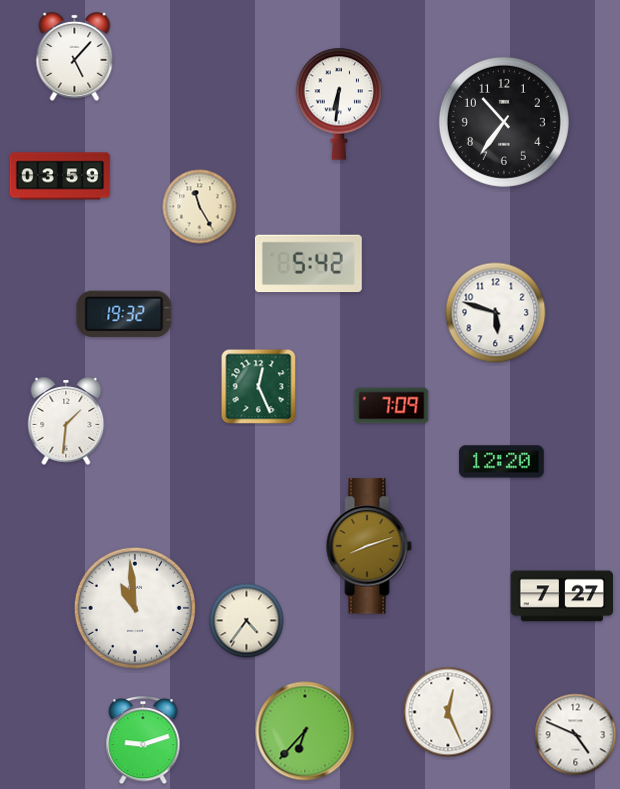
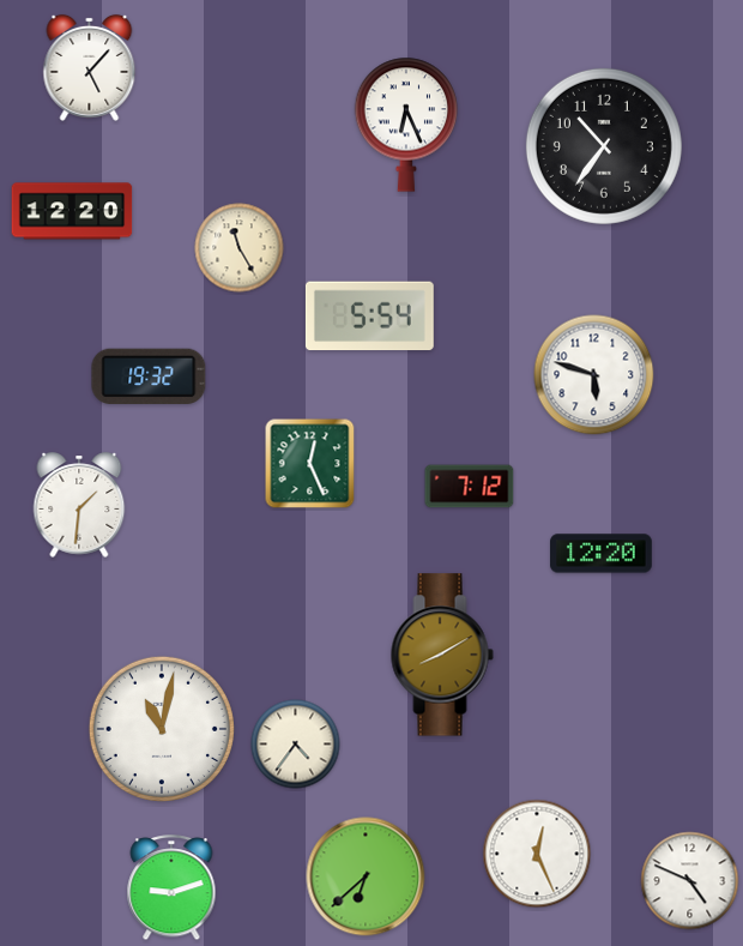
clock at (339, 104): 6:31 -> 6:26
clock at (60, 176): 03:59 -> 12:20
clock at (308, 264): 5:42 -> 5:54
clock at (392, 406): 7:09 -> 7:12
clock at (369, 546): 8:12 -> 8:10
clock at (562, 596): 7:27 -> none
clock at (135, 608): 10:59 -> 11:02
clock at (305, 731): 6:37 -> 6:38
